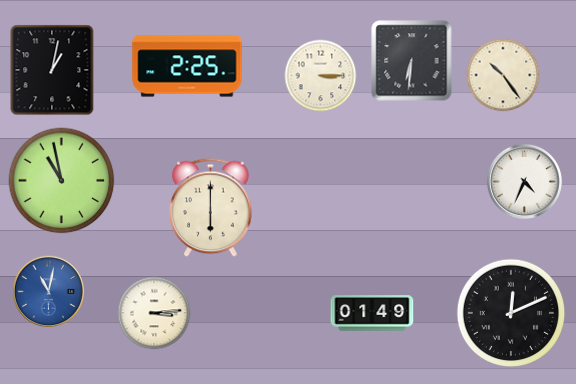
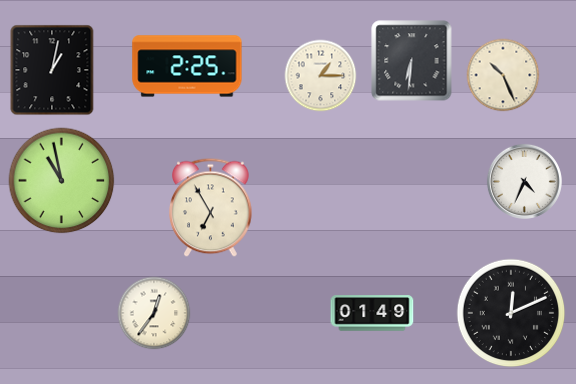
clock at (503, 75): 10:24 -> 10:26
clock at (321, 76): 3:15 -> 1:15
clock at (211, 208): 6:00 -> 6:55
clock at (48, 291): 11:02 -> none
clock at (154, 313): 3:14 -> 12:36
